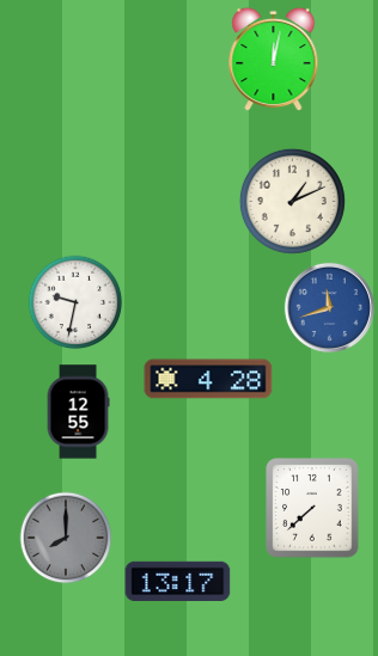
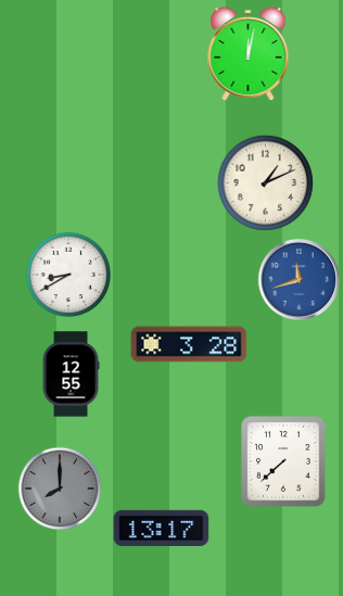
clock at (75, 302): 9:32 -> 8:40
clock at (208, 379): 4:28 -> 3:28
